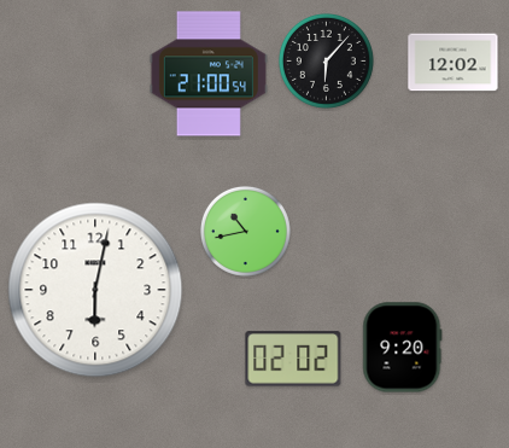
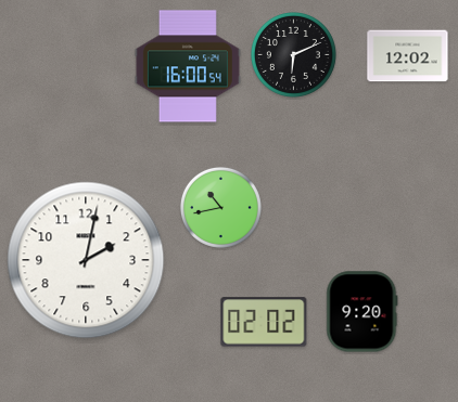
clock at (326, 60): 6:07 -> 6:11
clock at (209, 74): 21:00 -> 16:00
clock at (95, 290): 6:02 -> 2:02
